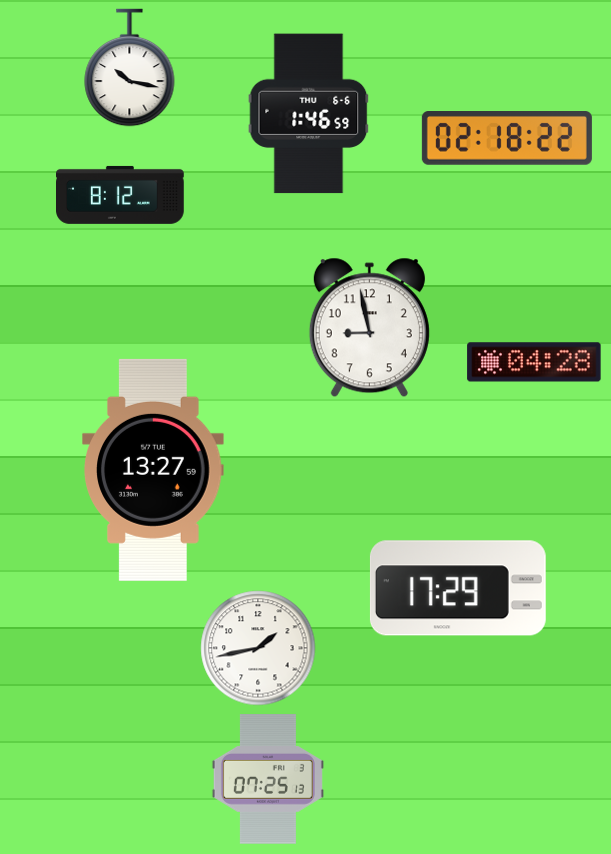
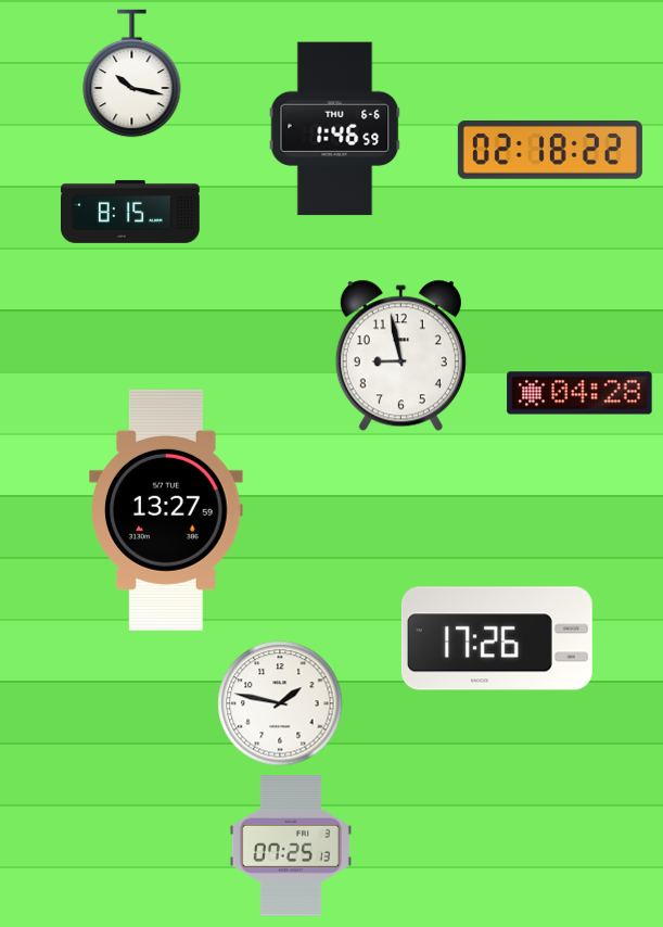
clock at (130, 68) position: (130, 68) -> (132, 74)
clock at (309, 114) position: (309, 114) -> (335, 129)
clock at (121, 195): 8:12 -> 8:15
clock at (458, 588): 17:29 -> 17:26
clock at (258, 648): 1:43 -> 1:47
